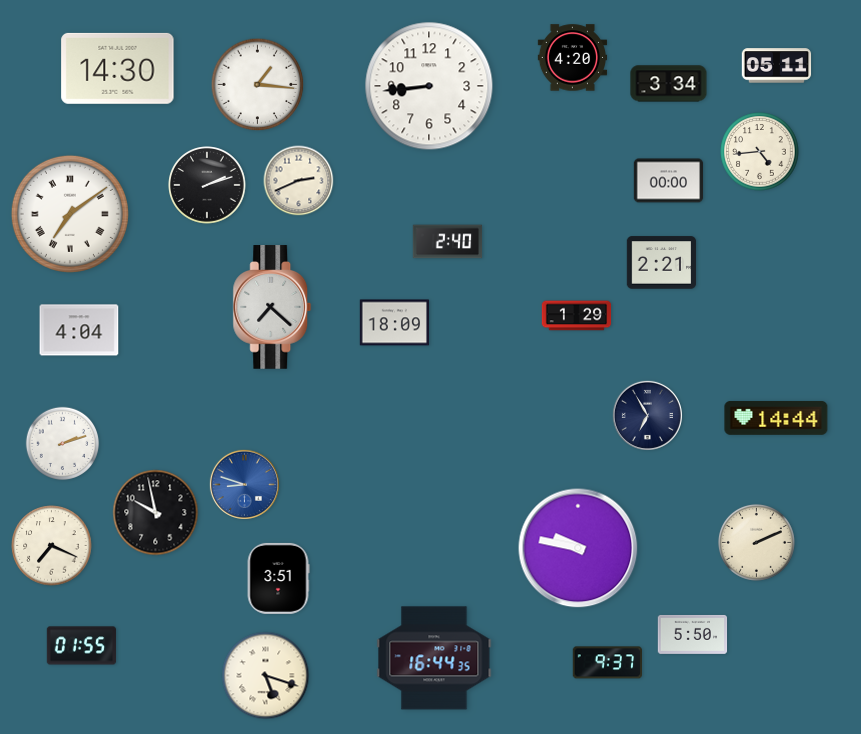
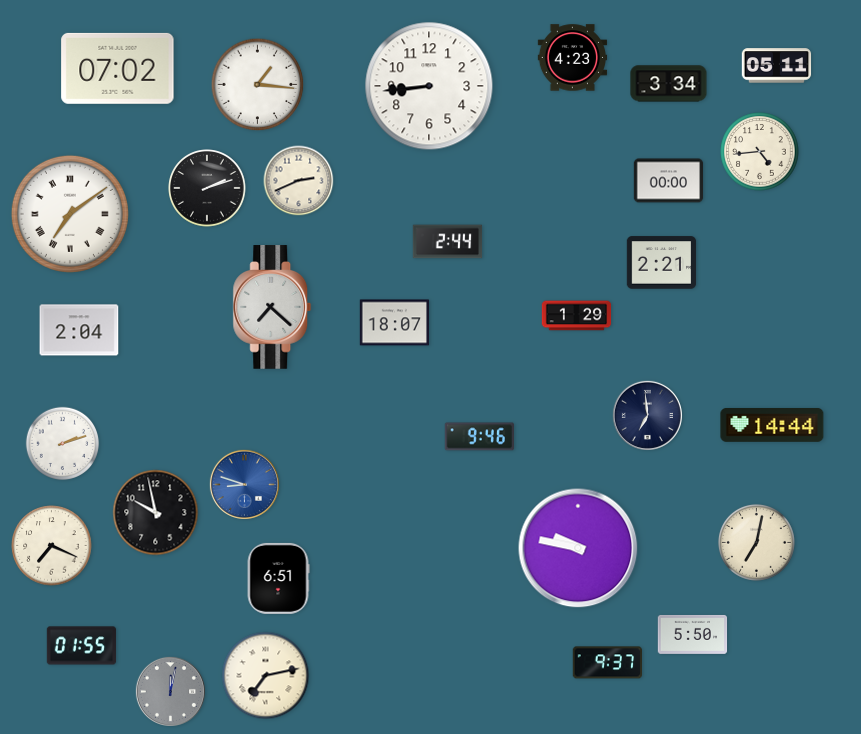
clock at (573, 58): 4:20 -> 4:23
clock at (118, 68): 14:30 -> 07:02
clock at (207, 185) position: (207, 185) -> (207, 188)
clock at (448, 242): 2:40 -> 2:44
clock at (395, 323): 18:09 -> 18:07
clock at (79, 330): 4:04 -> 2:04
clock at (647, 415): 6:55 -> 6:59
clock at (776, 418) position: (776, 418) -> (772, 425)
clock at (479, 437): none -> 9:46
clock at (756, 542): 2:11 -> 7:02
clock at (278, 578): 3:51 -> 6:51
clock at (434, 658): 16:44 -> none
clock at (266, 676): 5:18 -> 7:13
clock at (170, 691): none -> 12:02
